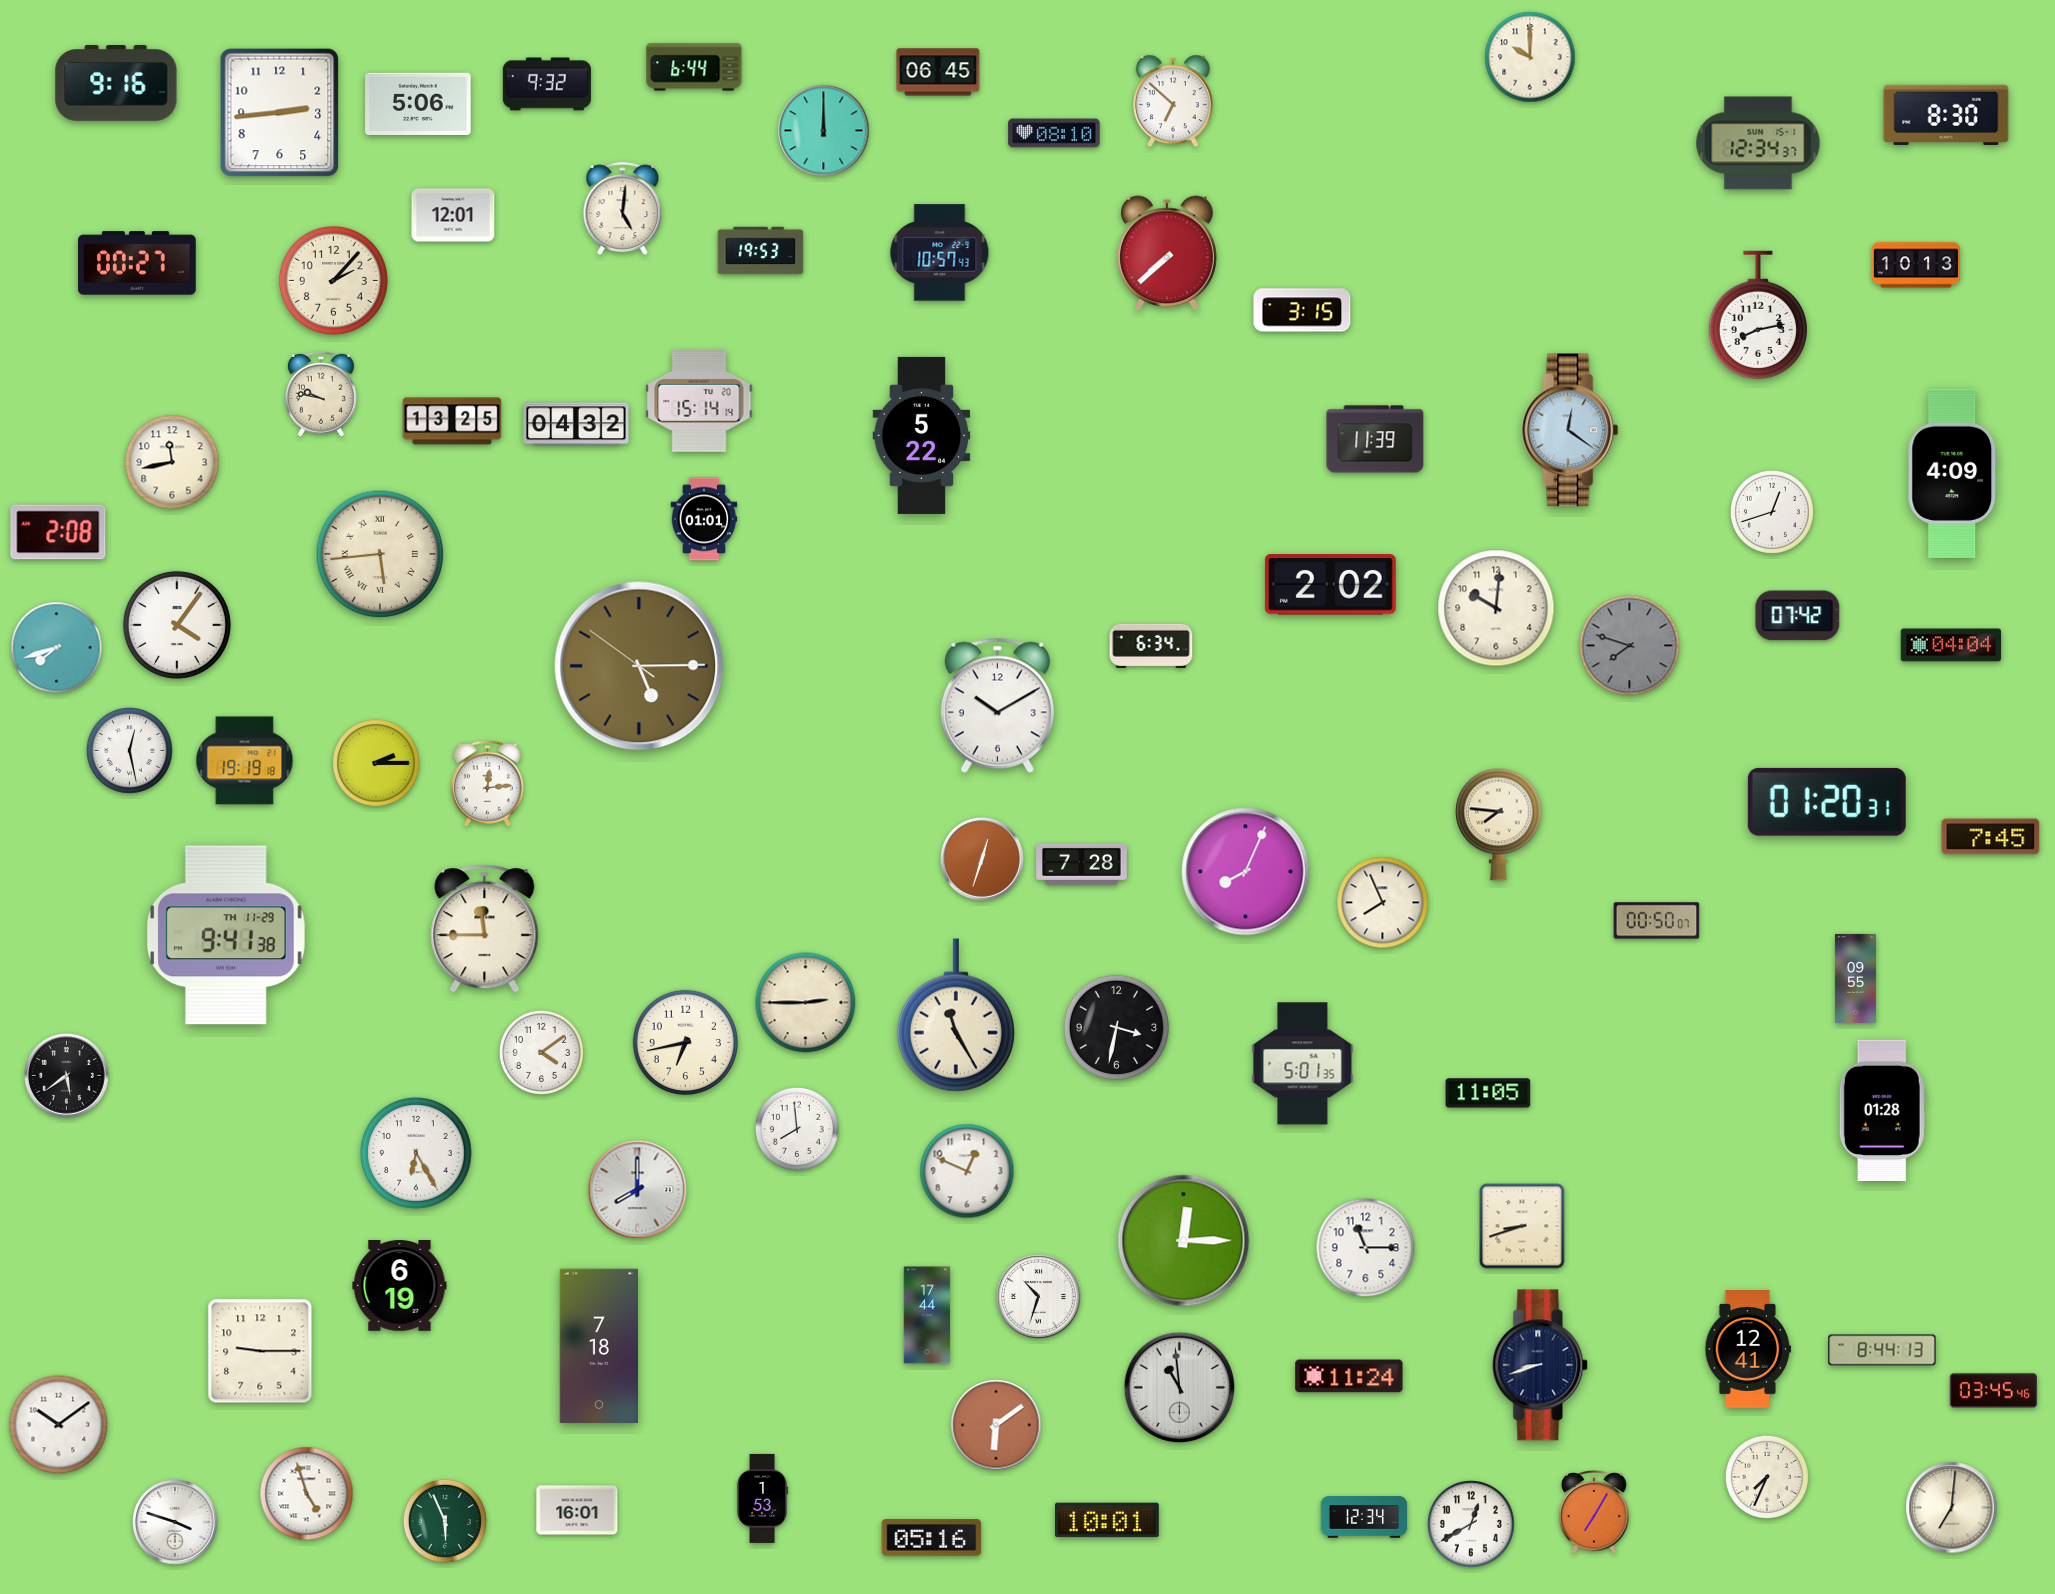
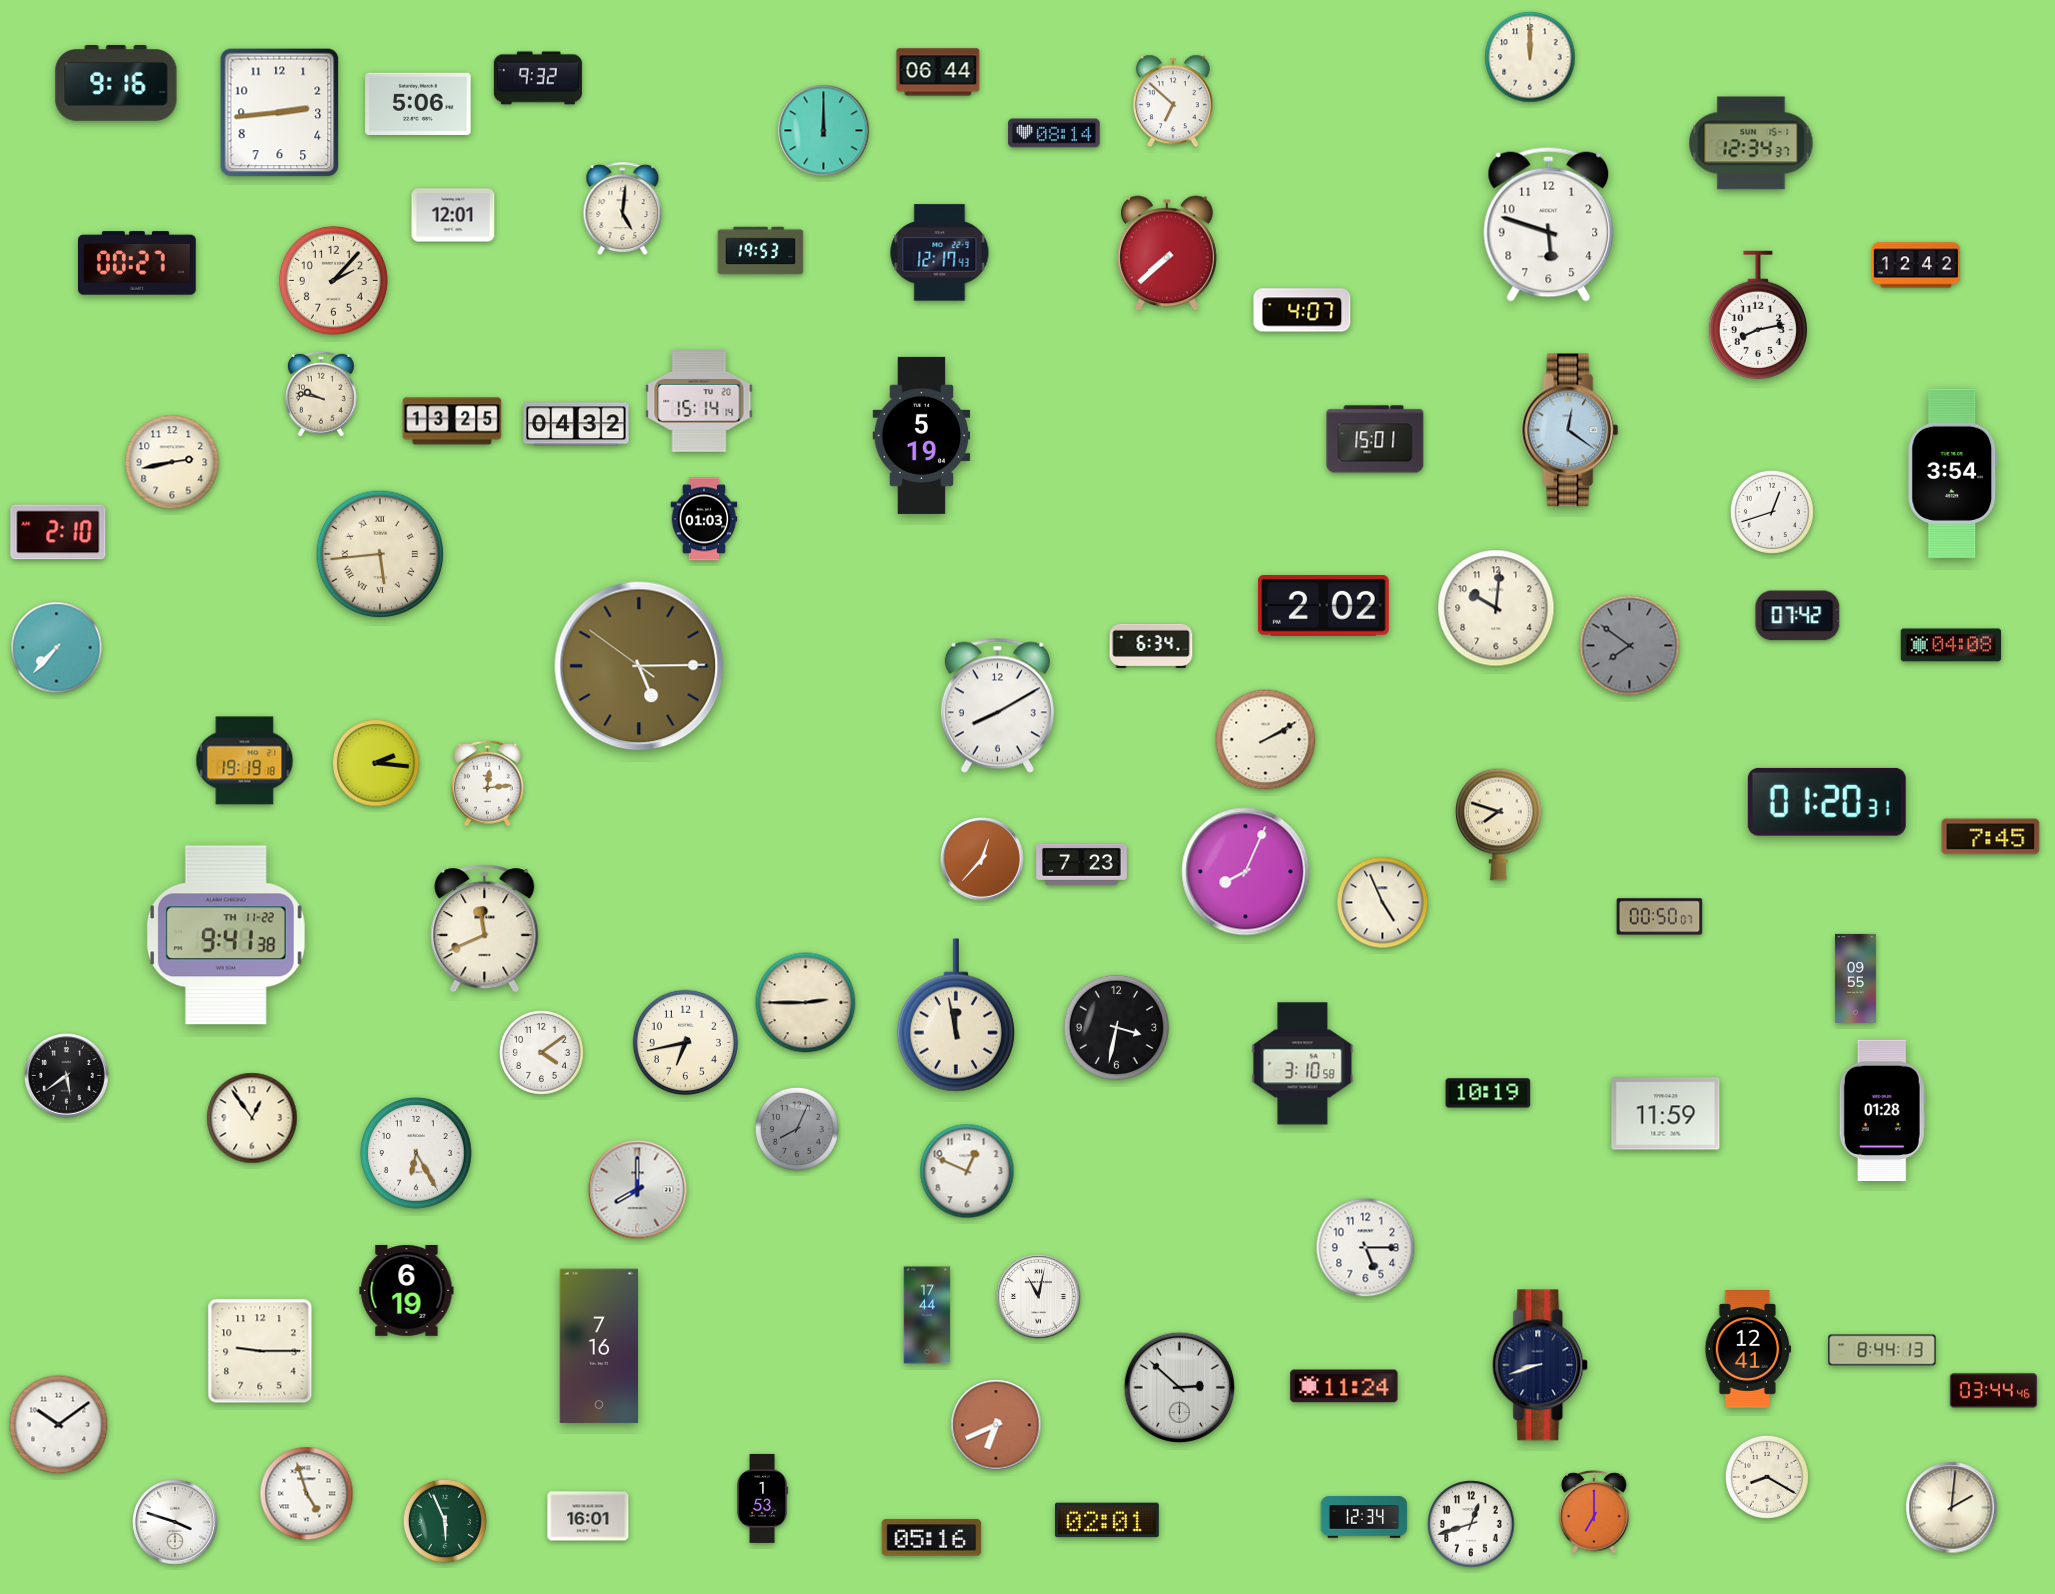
clock at (1530, 57): 10:00 -> 12:00
clock at (694, 67): 6:44 -> none
clock at (938, 72): 06:45 -> 06:44
clock at (547, 84) position: (547, 84) -> (538, 78)
clock at (1946, 114): 8:30 -> none
clock at (1054, 133): 08:10 -> 08:14
clock at (1758, 143) position: (1758, 143) -> (1751, 143)
clock at (1549, 224): none -> 5:48
clock at (940, 253): 10:57 -> 12:17
clock at (1916, 265): 10:13 -> 12:42
clock at (1302, 310): 3:15 -> 4:07
clock at (922, 435): 5:22 -> 5:19
clock at (1375, 439): 11:39 -> 15:01
clock at (172, 462): 11:43 -> 2:43
clock at (1953, 473): 4:09 -> 3:54
clock at (704, 519): 01:01 -> 01:03
clock at (58, 532): 2:08 -> 2:10
clock at (1330, 585) position: (1330, 585) -> (1323, 606)
clock at (177, 625): 4:06 -> none
clock at (1951, 645): 04:04 -> 04:08
clock at (1630, 646): 7:48 -> 7:51
clock at (57, 648): 7:42 -> 7:37
clock at (997, 705): 10:10 -> 8:10
clock at (1266, 740): none -> 2:10
clock at (130, 751): 12:28 -> none
clock at (376, 763): 2:15 -> 2:16
clock at (1499, 824): 7:46 -> 7:48
clock at (982, 859): 12:33 -> 12:37
clock at (1082, 864): 7:28 -> 7:23
clock at (1383, 903): 7:56 -> 4:56
clock at (1657, 921) position: (1657, 921) -> (1660, 917)
clock at (485, 929): 11:45 -> 11:41
clock at (226, 935) date: TH 11-29 -> TH 11-22
clock at (956, 1015): 11:25 -> 11:58
clock at (1303, 1064): 5:01 -> 3:10
clock at (1488, 1093): 11:05 -> 10:19
clock at (1666, 1114): none -> 11:59
clock at (252, 1118): none -> 12:54
clock at (797, 1129): 7:59 -> 8:04
clock at (797, 1129) dial: white -> grey
clock at (1522, 1226): 8:42 -> none
clock at (1184, 1241): 12:15 -> none
clock at (1366, 1248): 11:15 -> 5:15
clock at (400, 1286) position: (400, 1286) -> (407, 1291)
clock at (1039, 1297): 10:33 -> 11:02
clock at (598, 1346): 7:18 -> 7:16
clock at (1349, 1376) position: (1349, 1376) -> (1344, 1386)
clock at (1179, 1387): 10:59 -> 2:52
clock at (1994, 1391): 03:45 -> 03:44
clock at (996, 1425): 6:09 -> 6:41
clock at (1767, 1477): 7:34 -> 8:20
clock at (1952, 1508): 7:01 -> 2:01
clock at (577, 1510) position: (577, 1510) -> (588, 1516)
clock at (1594, 1513): 7:05 -> 7:00
clock at (1107, 1520): 10:01 -> 02:01
clock at (1471, 1524): 12:40 -> 12:42
